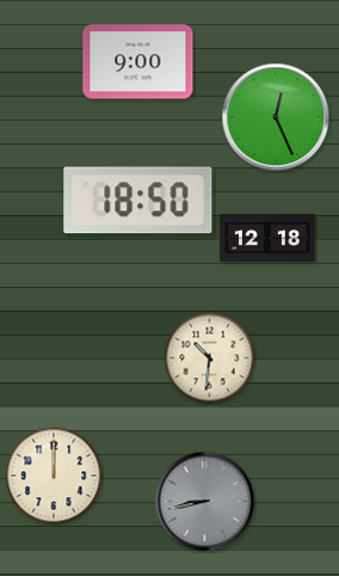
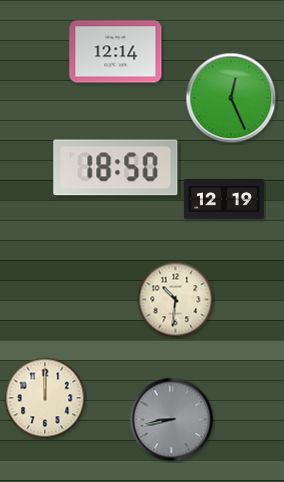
clock at (138, 62): 9:00 -> 12:14
clock at (267, 238): 12:18 -> 12:19
